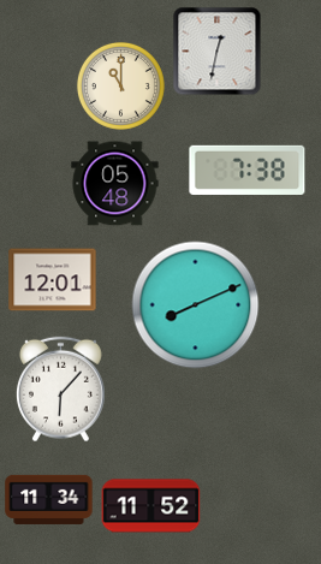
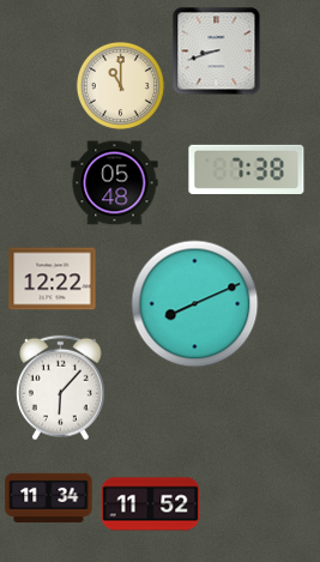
clock at (218, 52): 12:32 -> 8:42
clock at (53, 280): 12:01 -> 12:22
